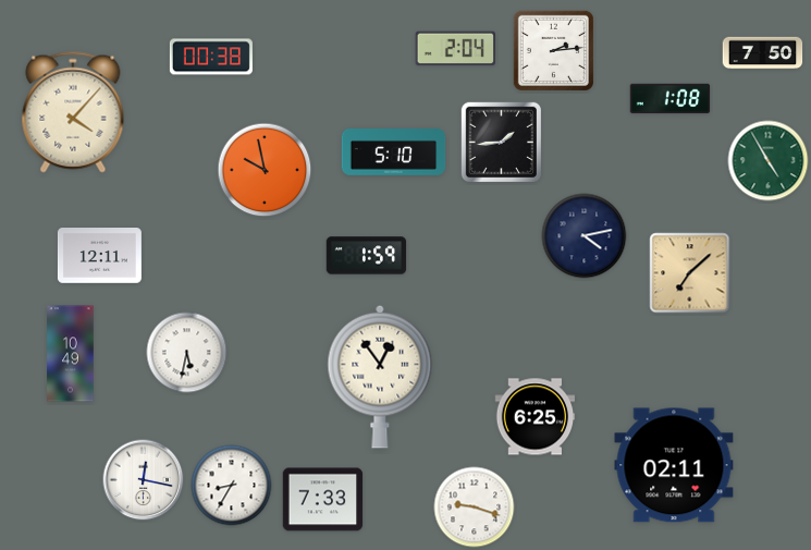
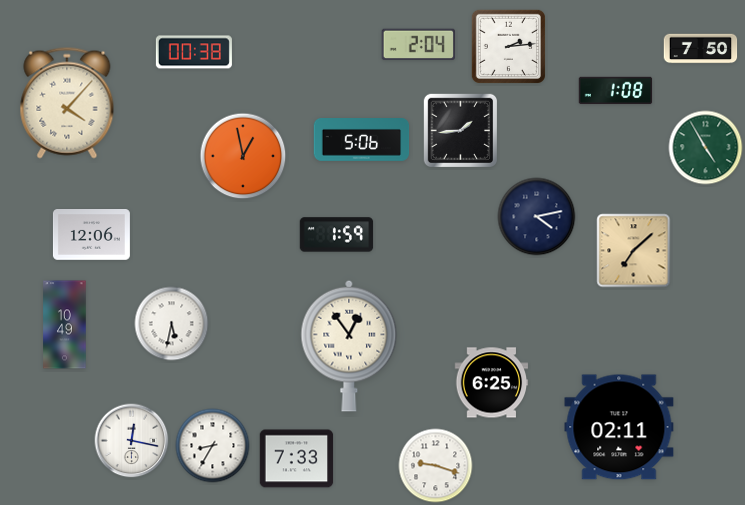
clock at (394, 152): 5:10 -> 5:06
clock at (265, 170): 9:58 -> 12:58
clock at (99, 256): 12:11 -> 12:06
